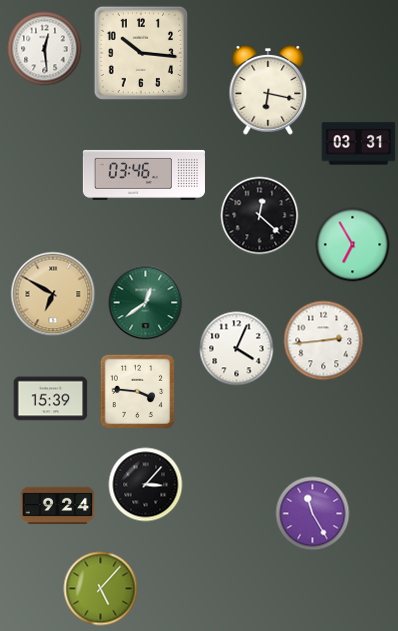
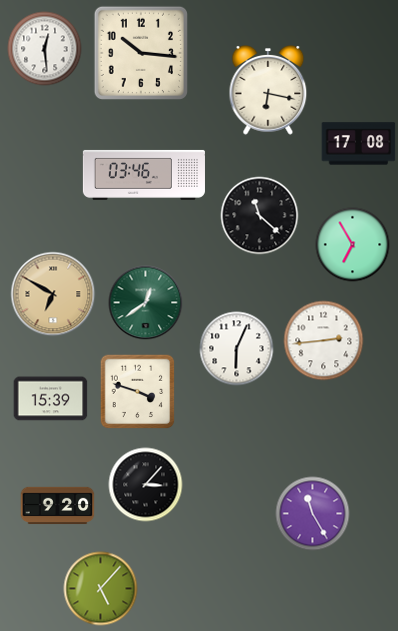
clock at (359, 144): 03:31 -> 17:08
clock at (260, 216): 12:22 -> 11:22
clock at (237, 349): 4:04 -> 6:04
clock at (138, 392): 3:46 -> 3:48
clock at (58, 506): 9:24 -> 9:20
